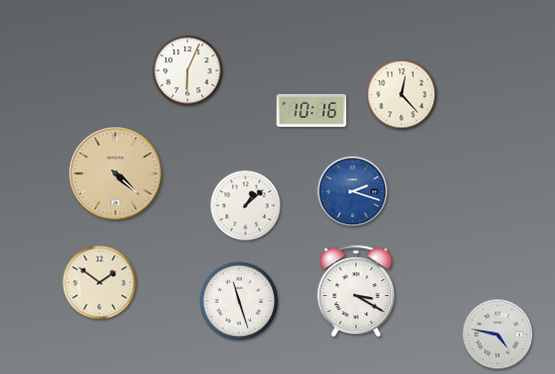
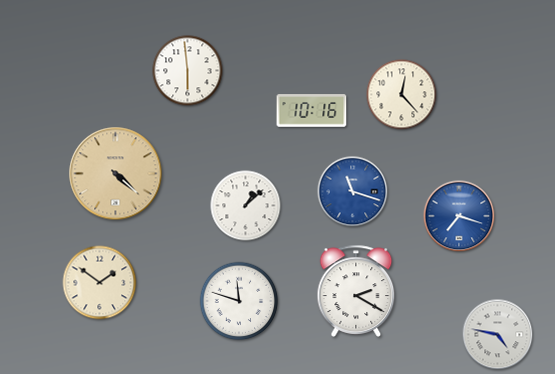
clock at (188, 71): 6:04 -> 5:59
clock at (353, 192): 2:18 -> 11:18
clock at (459, 216): none -> 7:18
clock at (356, 291): 3:20 -> 2:20
clock at (239, 301): 11:27 -> 11:48
